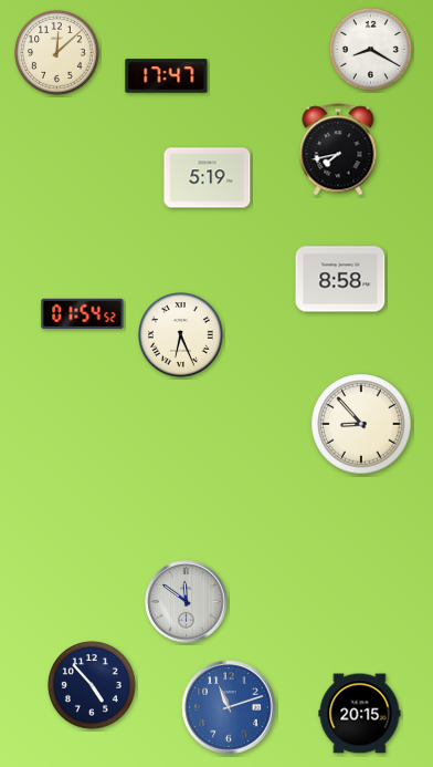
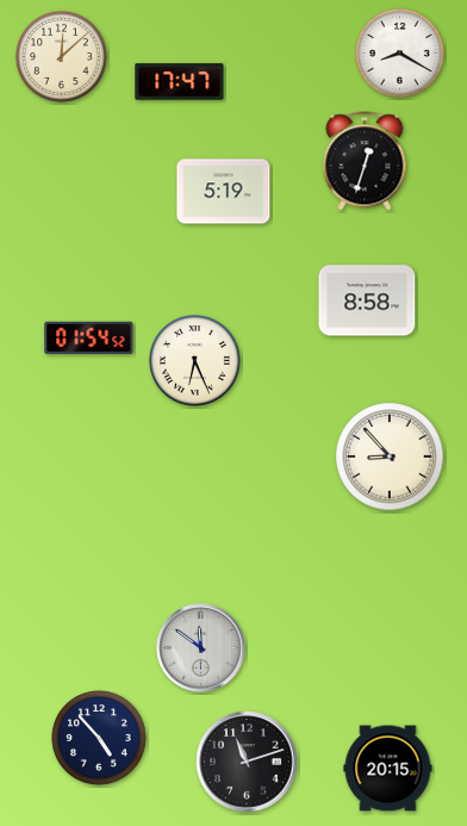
clock at (338, 149): 7:43 -> 12:33
clock at (229, 707) dial: blue -> black
